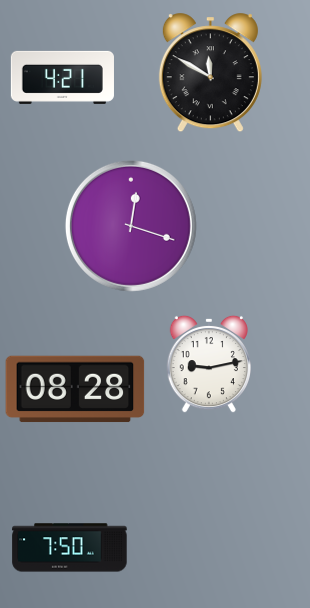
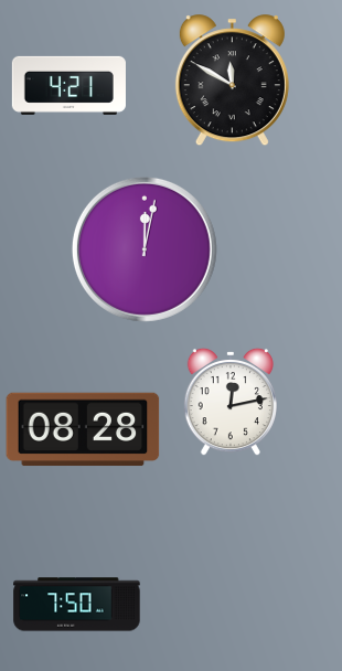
clock at (131, 226): 12:18 -> 12:02
clock at (209, 364): 9:13 -> 12:13
